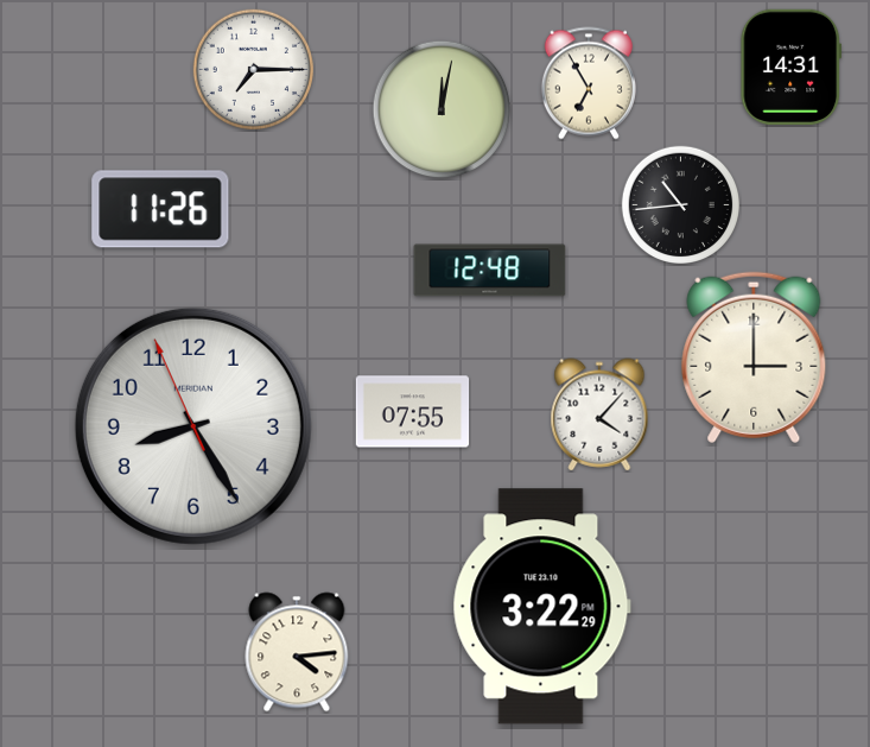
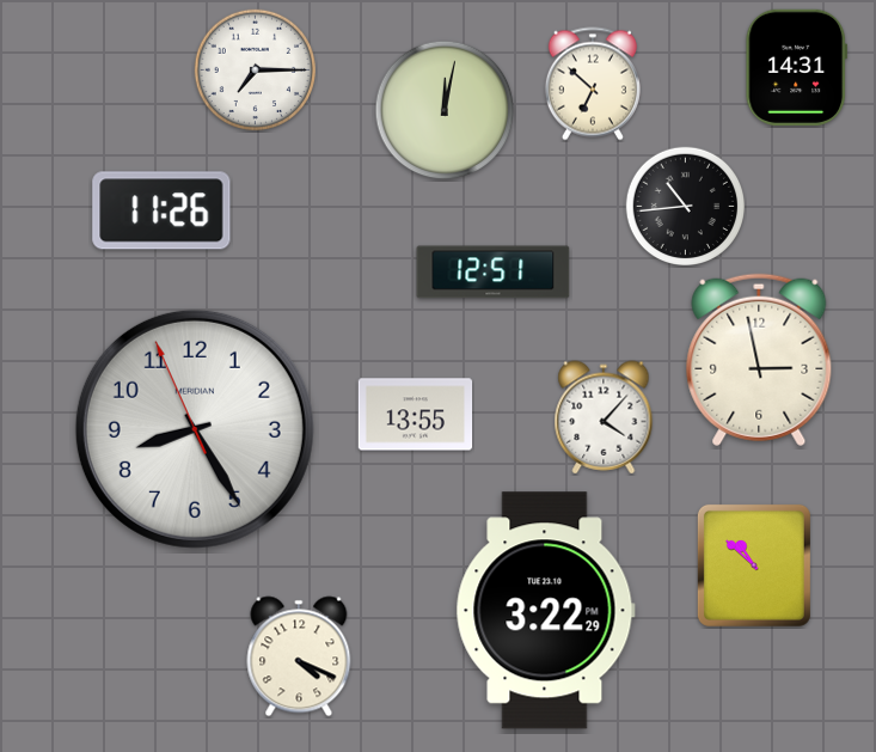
clock at (589, 83): 6:55 -> 6:52
clock at (490, 271): 12:48 -> 12:51
clock at (754, 357): 3:00 -> 2:58
clock at (413, 412): 07:55 -> 13:55
clock at (754, 565): none -> 10:52
clock at (297, 652): 4:14 -> 4:19
